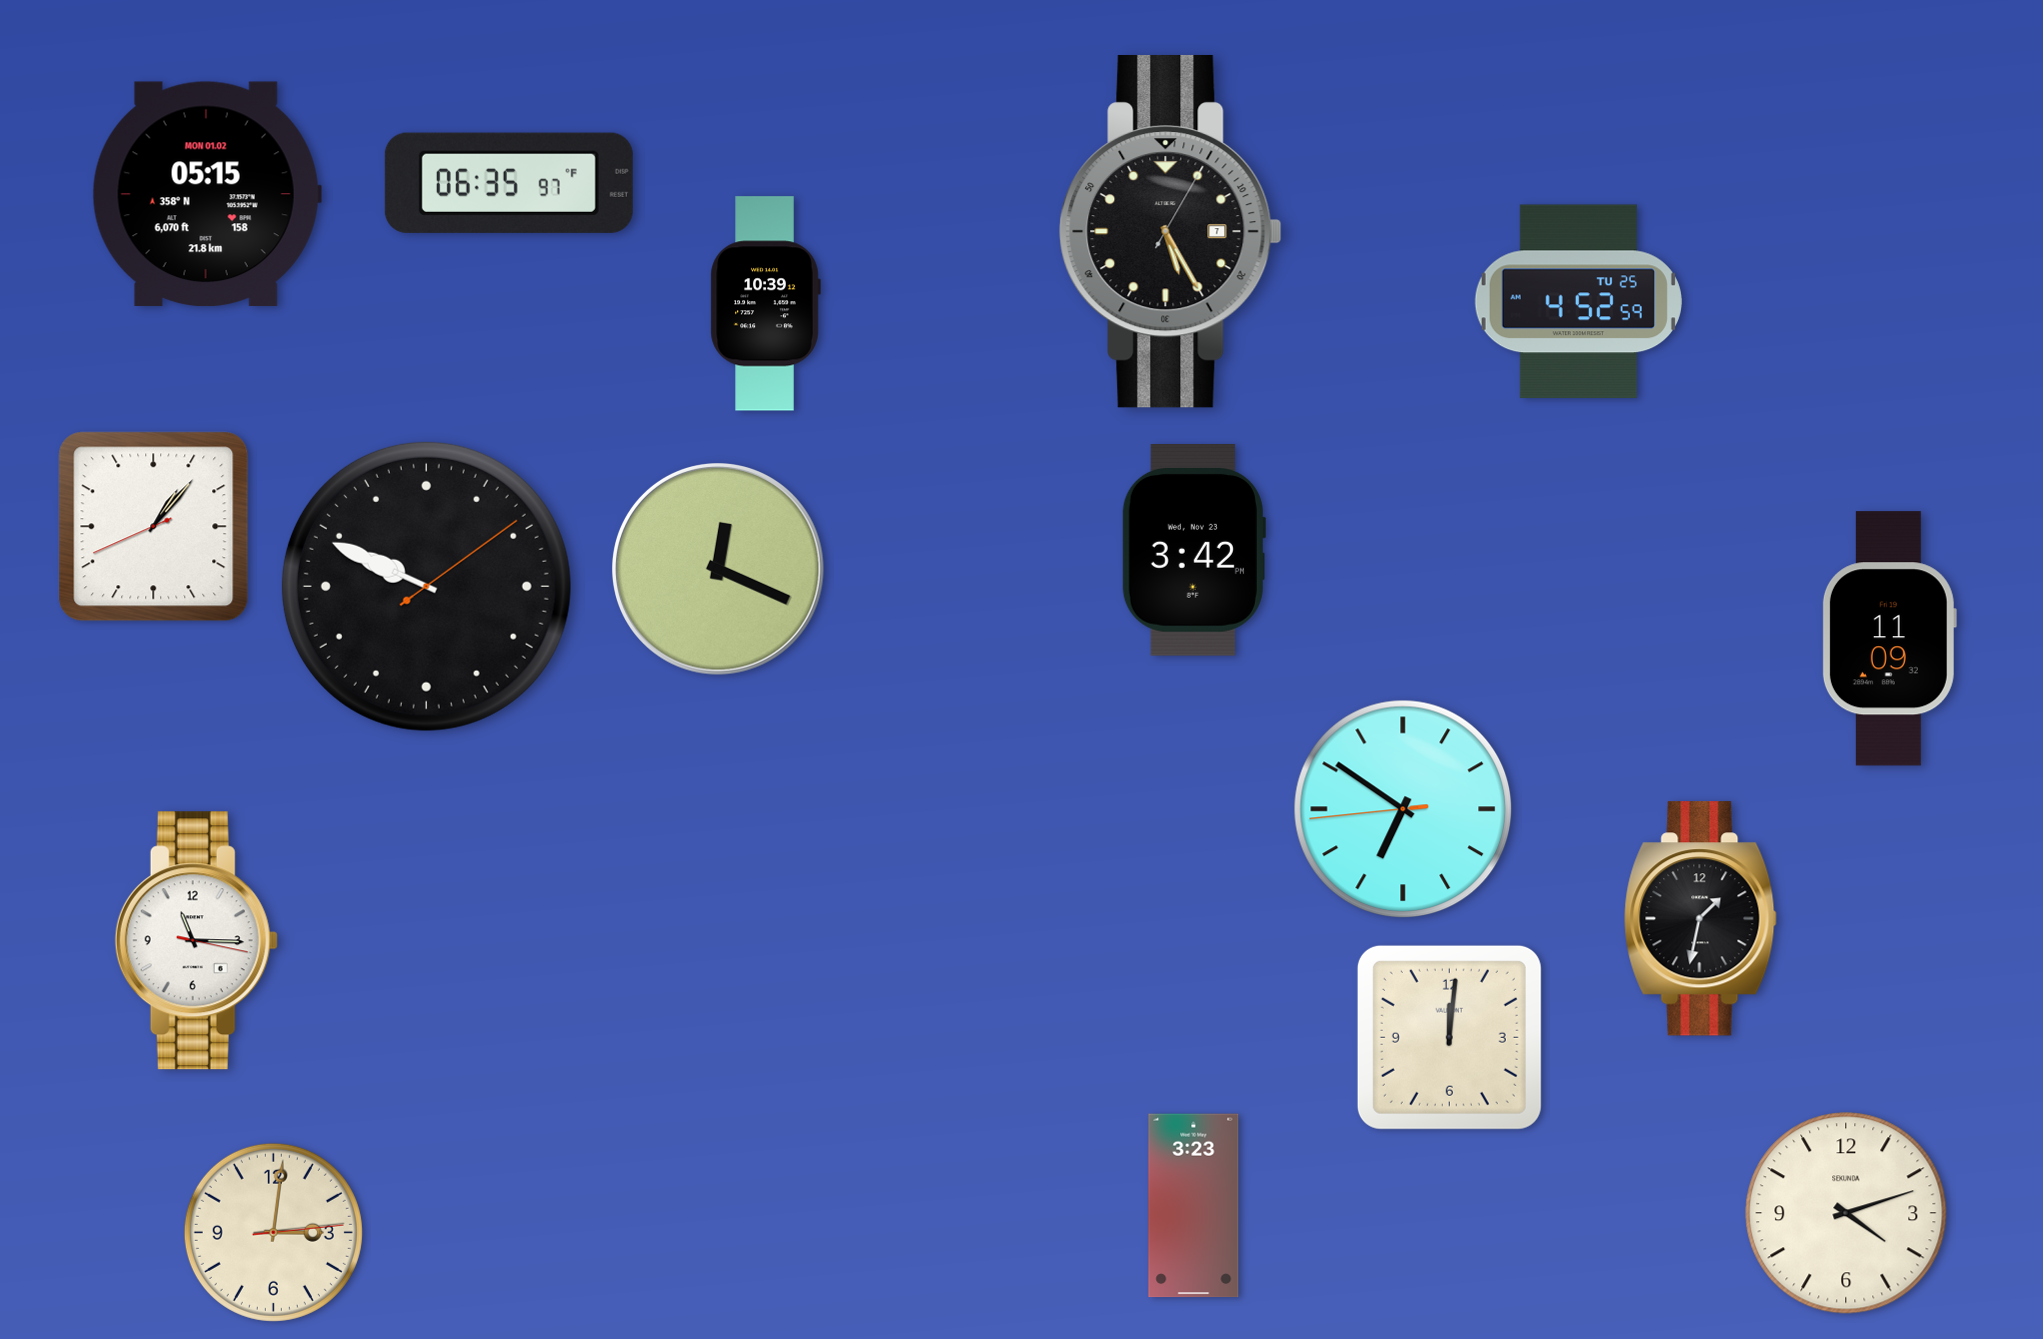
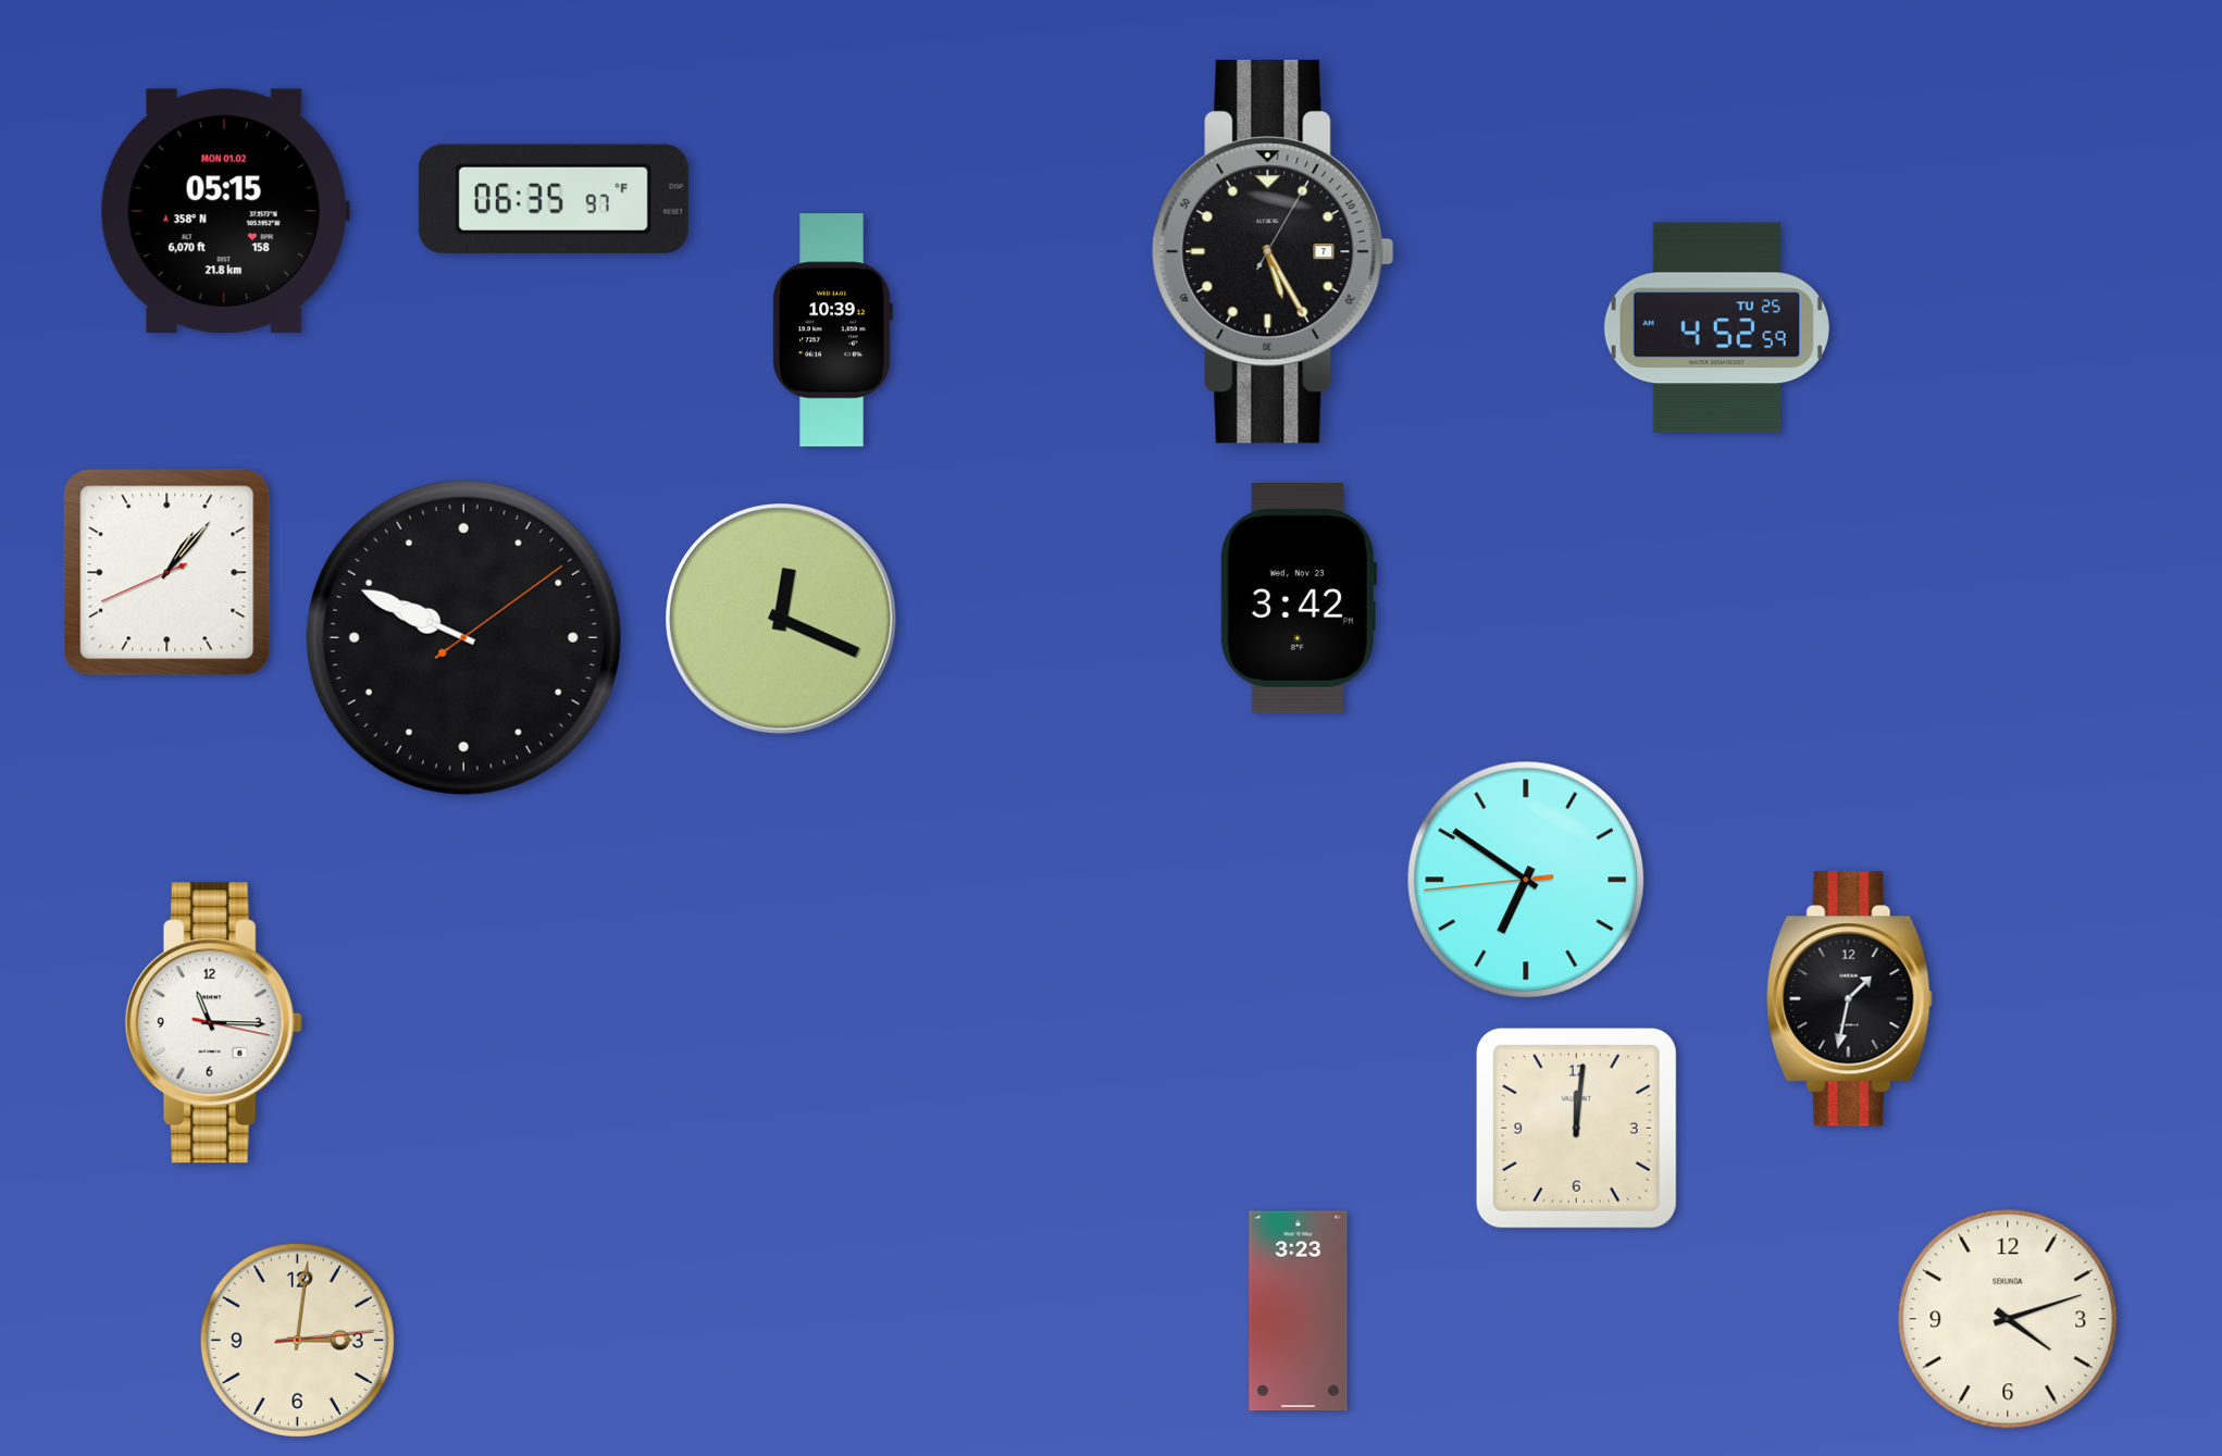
clock at (1889, 639): 11:09 -> none
